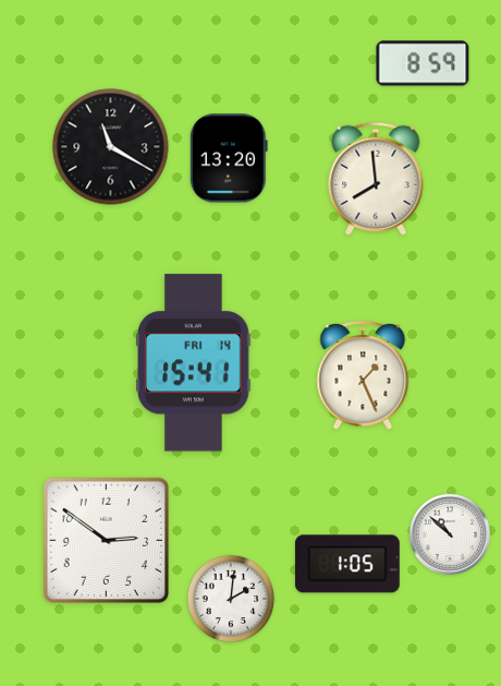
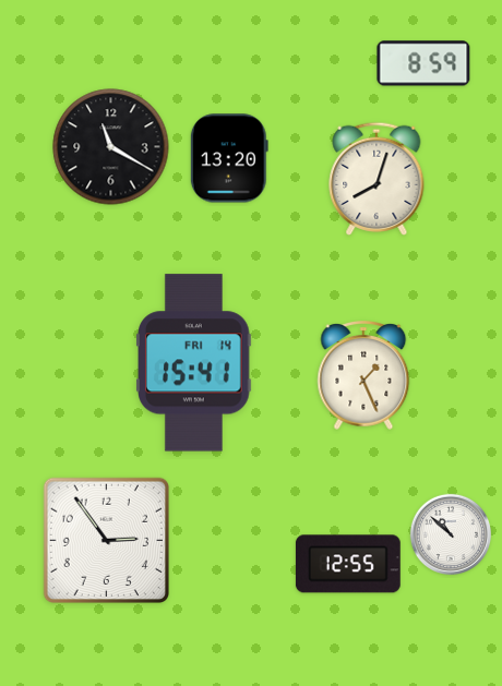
clock at (376, 179): 7:59 -> 8:03
clock at (106, 540): 2:51 -> 2:54
clock at (347, 564): 1:05 -> 12:55
clock at (231, 599): 2:01 -> none
